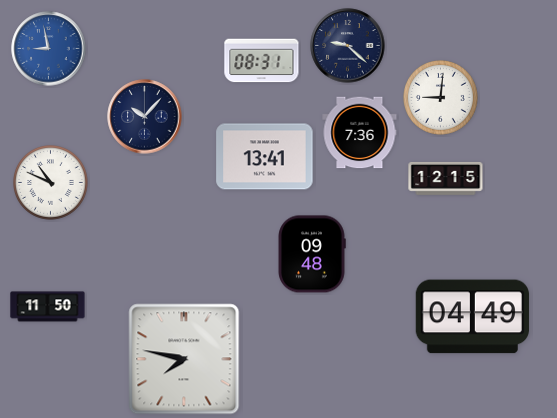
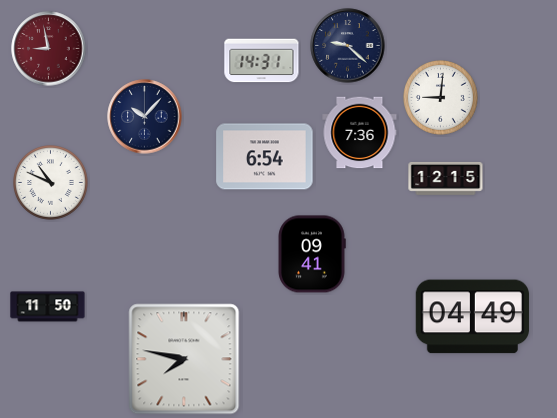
clock at (49, 49) dial: blue -> burgundy
clock at (262, 61): 08:31 -> 14:31
clock at (265, 157): 13:41 -> 6:54
clock at (312, 254): 09:48 -> 09:41
